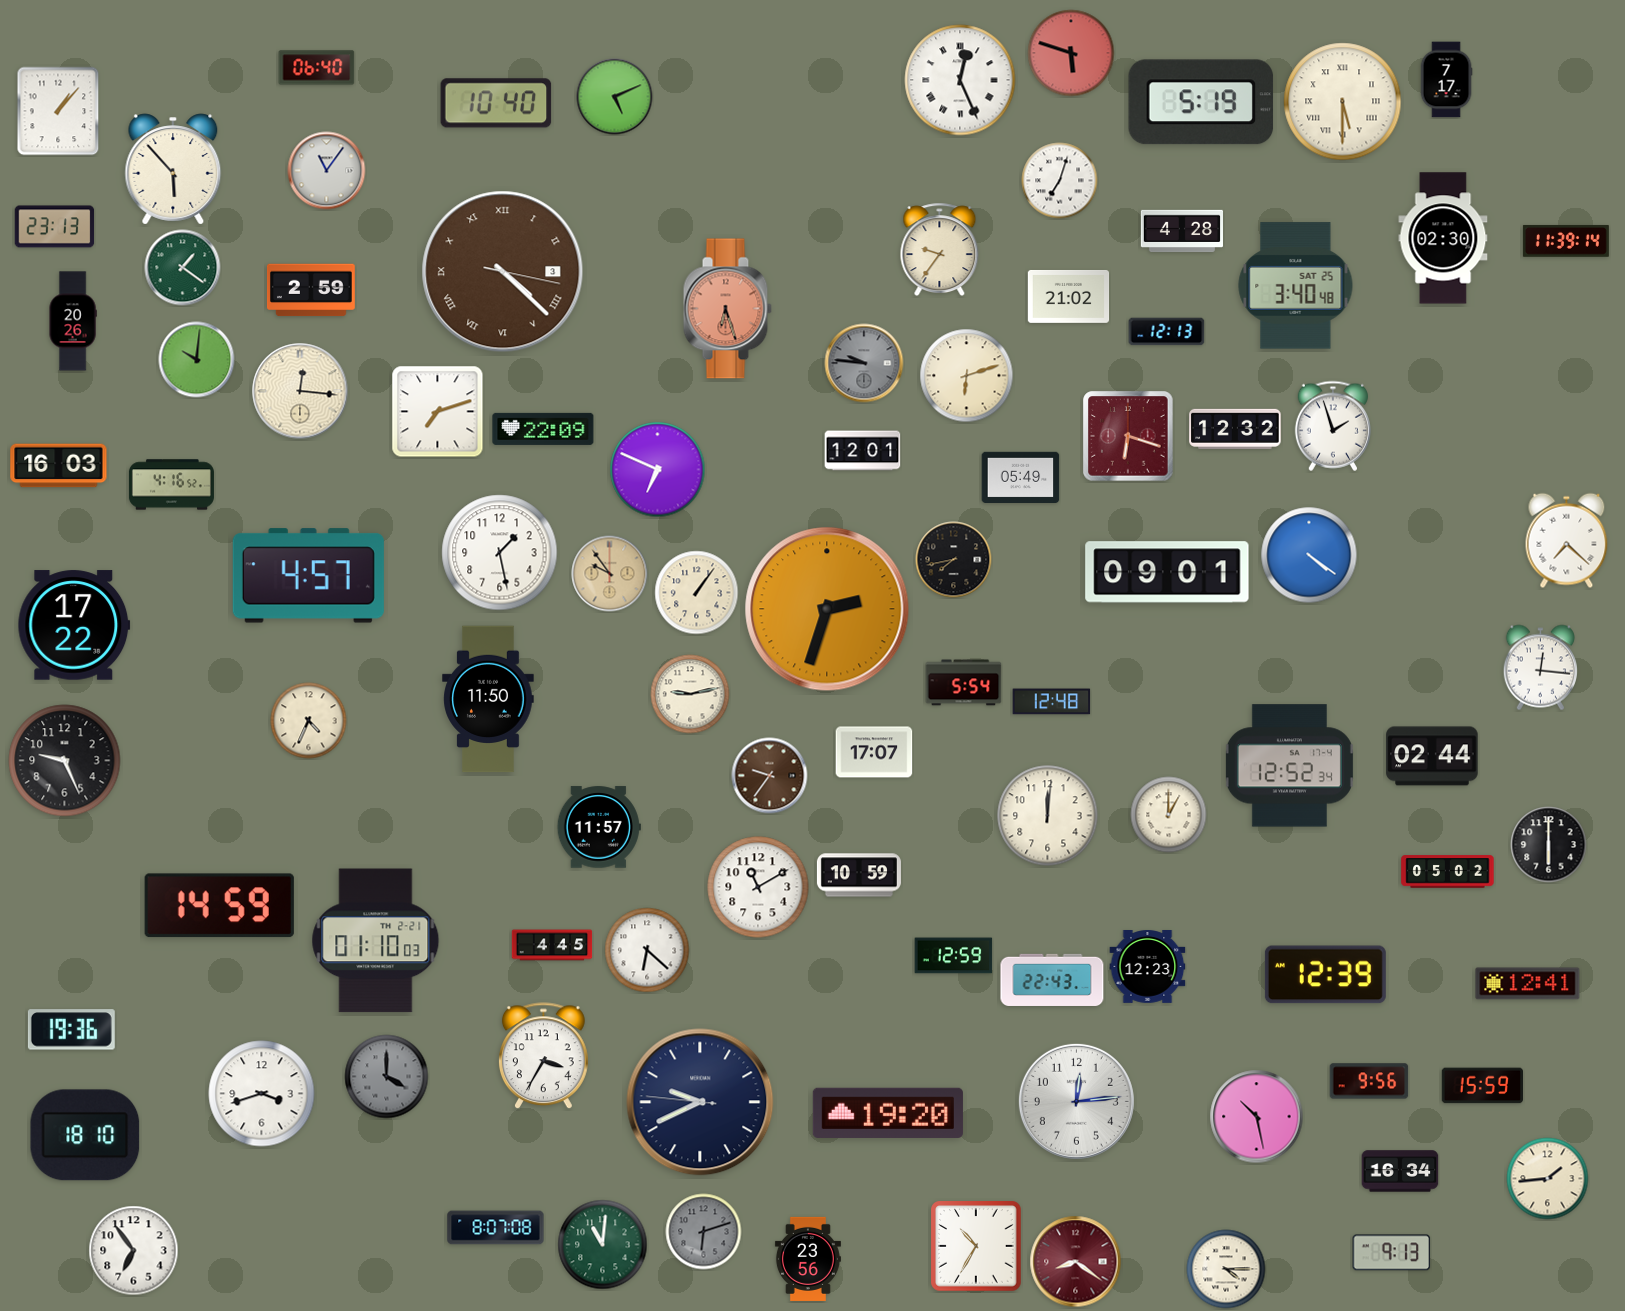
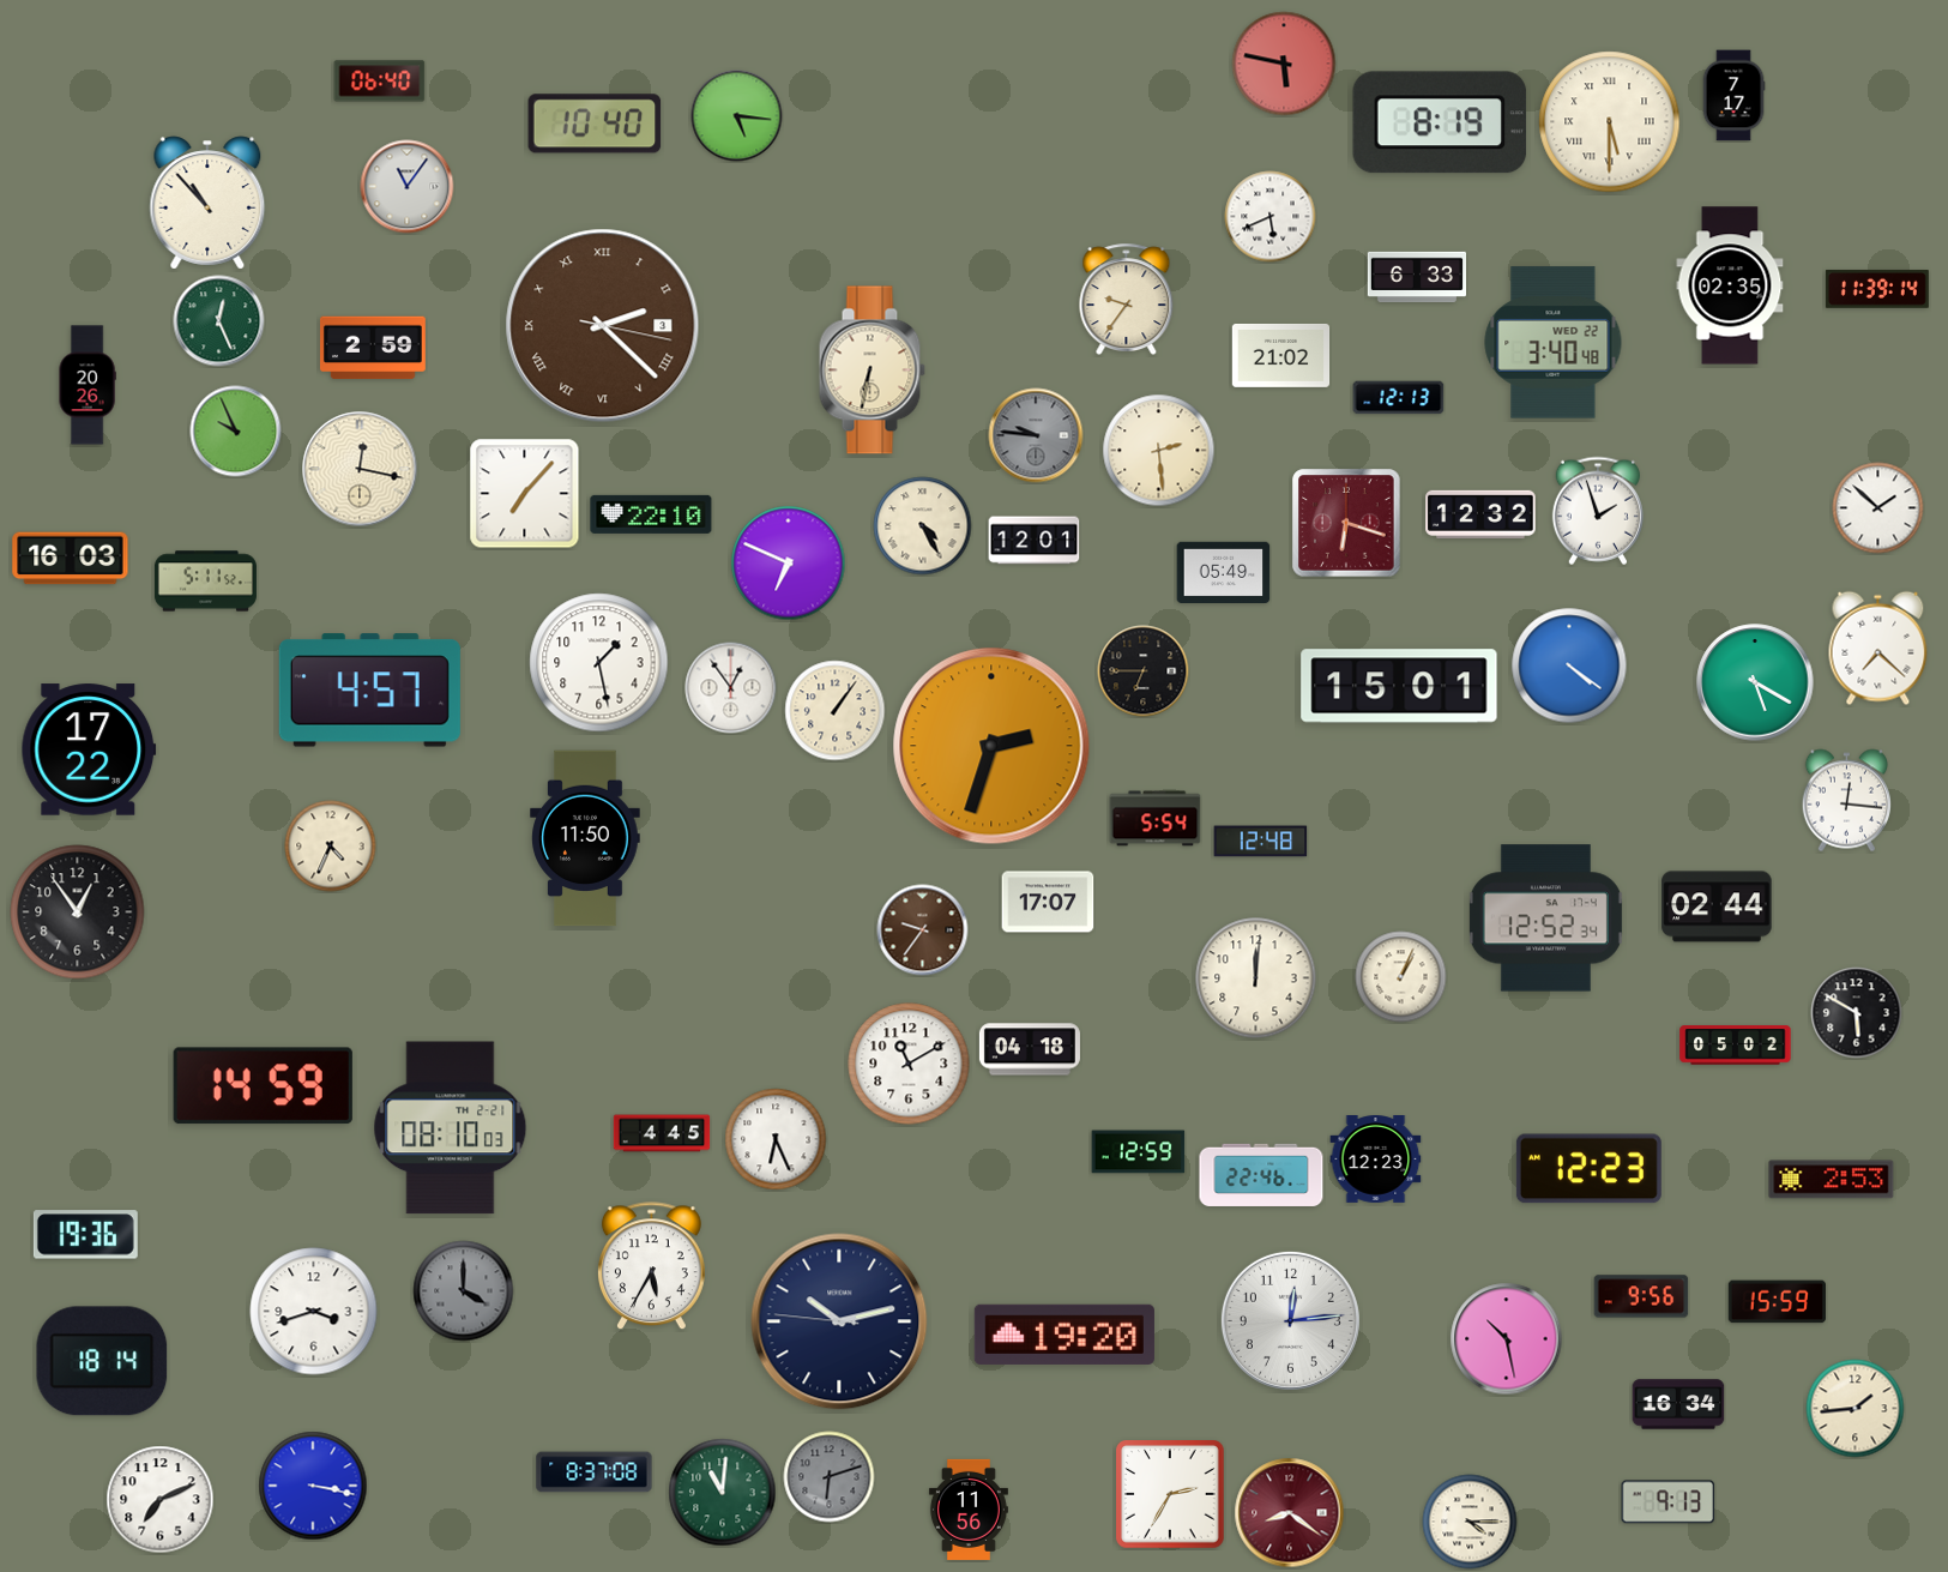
clock at (1071, 53): 5:48 -> 5:47
clock at (960, 80): 12:26 -> none
clock at (615, 97): 5:11 -> 5:16
clock at (1201, 102): 5:19 -> 8:19
clock at (58, 111): 1:07 -> none
clock at (173, 169): 5:53 -> 10:53
clock at (327, 171) position: (327, 171) -> (408, 187)
clock at (1060, 181): 7:03 -> 5:41
clock at (55, 227): 23:13 -> none
clock at (1181, 231): 4:28 -> 6:33
clock at (1443, 238): 02:30 -> 02:35
clock at (183, 268): 1:21 -> 12:26
clock at (503, 272): 4:22 -> 2:22
clock at (1296, 286) date: SAT 25 -> WED 22
clock at (727, 309): 6:27 -> 6:32
clock at (727, 309) dial: salmon -> cream
clock at (197, 360): 10:01 -> 9:56
clock at (967, 376): 6:12 -> 2:29
clock at (300, 391): 12:16 -> 12:17
clock at (438, 412): 7:12 -> 7:07
clock at (1878, 508): none -> 1:52
clock at (543, 429): 22:09 -> 22:10
clock at (1128, 436) position: (1128, 436) -> (1346, 523)
clock at (923, 526): none -> 4:25
clock at (171, 485): 4:16 -> 5:11
clock at (954, 560): 7:43 -> 6:45
clock at (1755, 682): none -> 5:20
clock at (1167, 572): 09:01 -> 15:01
clock at (610, 574): 9:54 -> 12:54
clock at (610, 574) dial: champagne -> white
clock at (827, 609) position: (827, 609) -> (991, 746)
clock at (690, 694): 9:13 -> none
clock at (309, 721) position: (309, 721) -> (331, 847)
clock at (65, 761): 9:26 -> 12:54
clock at (1169, 815): 1:00 -> 1:04
clock at (599, 827): 11:57 -> none
clock at (1549, 845): 6:00 -> 5:50
clock at (859, 875): 10:59 -> 04:18
clock at (376, 941): 01:10 -> 08:10
clock at (647, 950): 6:22 -> 6:26
clock at (954, 956) position: (954, 956) -> (1139, 1152)
clock at (1325, 975): 12:39 -> 12:23
clock at (1052, 980): 22:43 -> 22:46
clock at (1528, 984): 12:41 -> 2:53
clock at (543, 1056): 3:35 -> 5:35
clock at (700, 1102): 9:40 -> 10:12
clock at (85, 1135): 18:10 -> 18:14
clock at (1548, 1179) position: (1548, 1179) -> (1856, 1409)
clock at (496, 1228): 8:07 -> 8:37
clock at (704, 1232) position: (704, 1232) -> (830, 1477)
clock at (313, 1486): none -> 3:17
clock at (976, 1246): 10:35 -> 2:35
clock at (134, 1251): 6:54 -> 7:11
clock at (808, 1259): 23:56 -> 11:56
